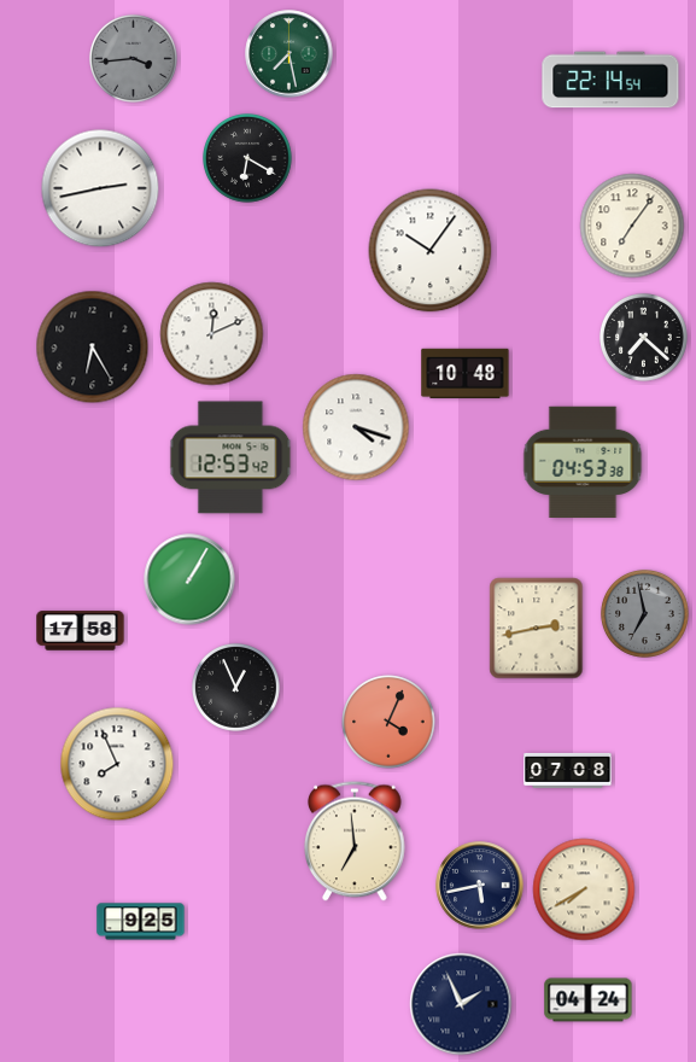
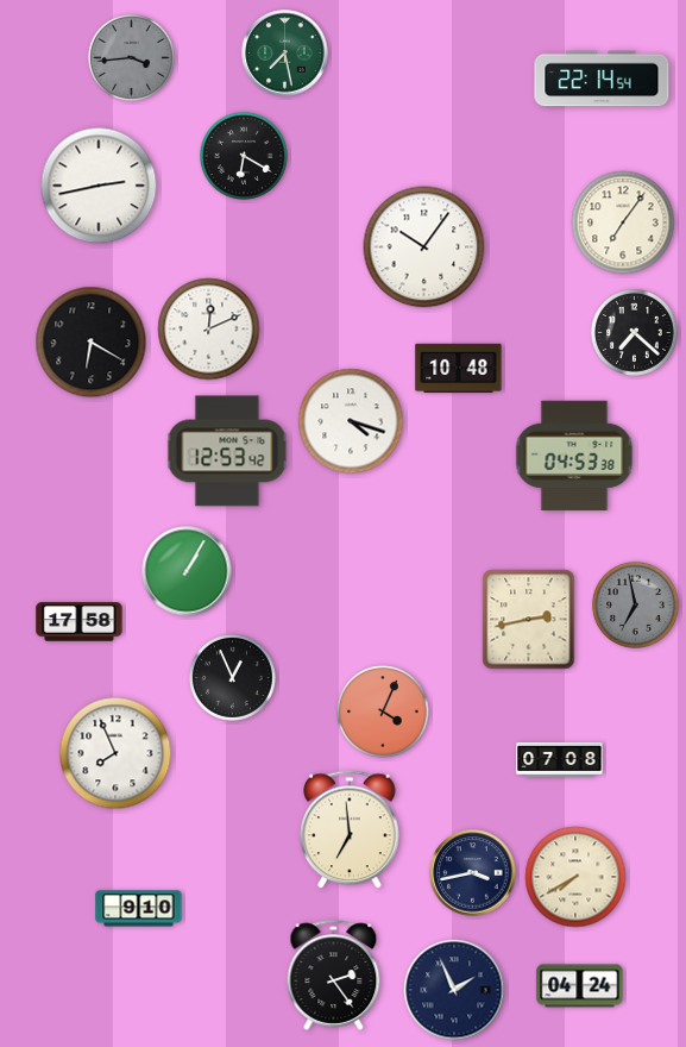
clock at (93, 348): 6:25 -> 6:20
clock at (480, 886): 5:43 -> 3:43
clock at (141, 922): 9:25 -> 9:10
clock at (334, 974): none -> 2:24
